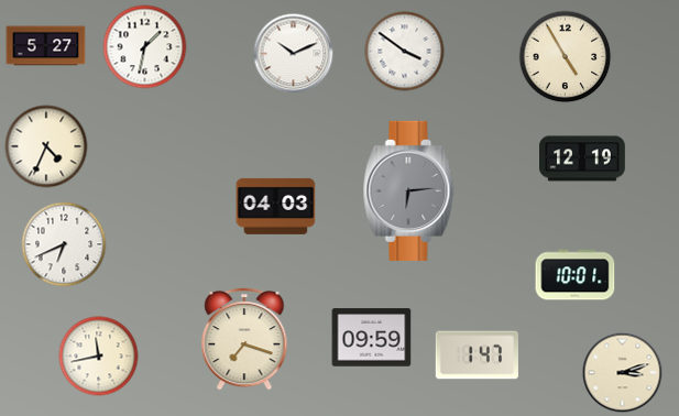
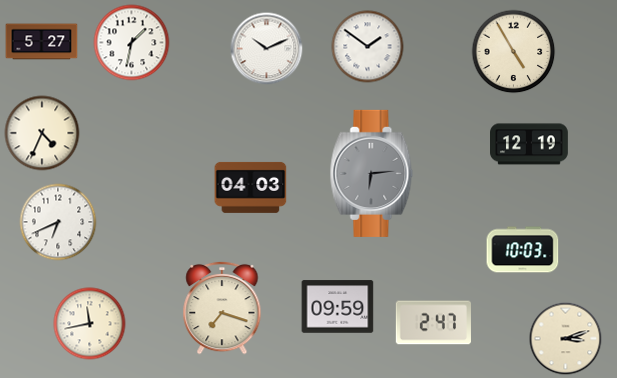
clock at (405, 52): 3:51 -> 1:51
clock at (576, 275): 10:01 -> 10:03
clock at (477, 355): 1:47 -> 2:47
